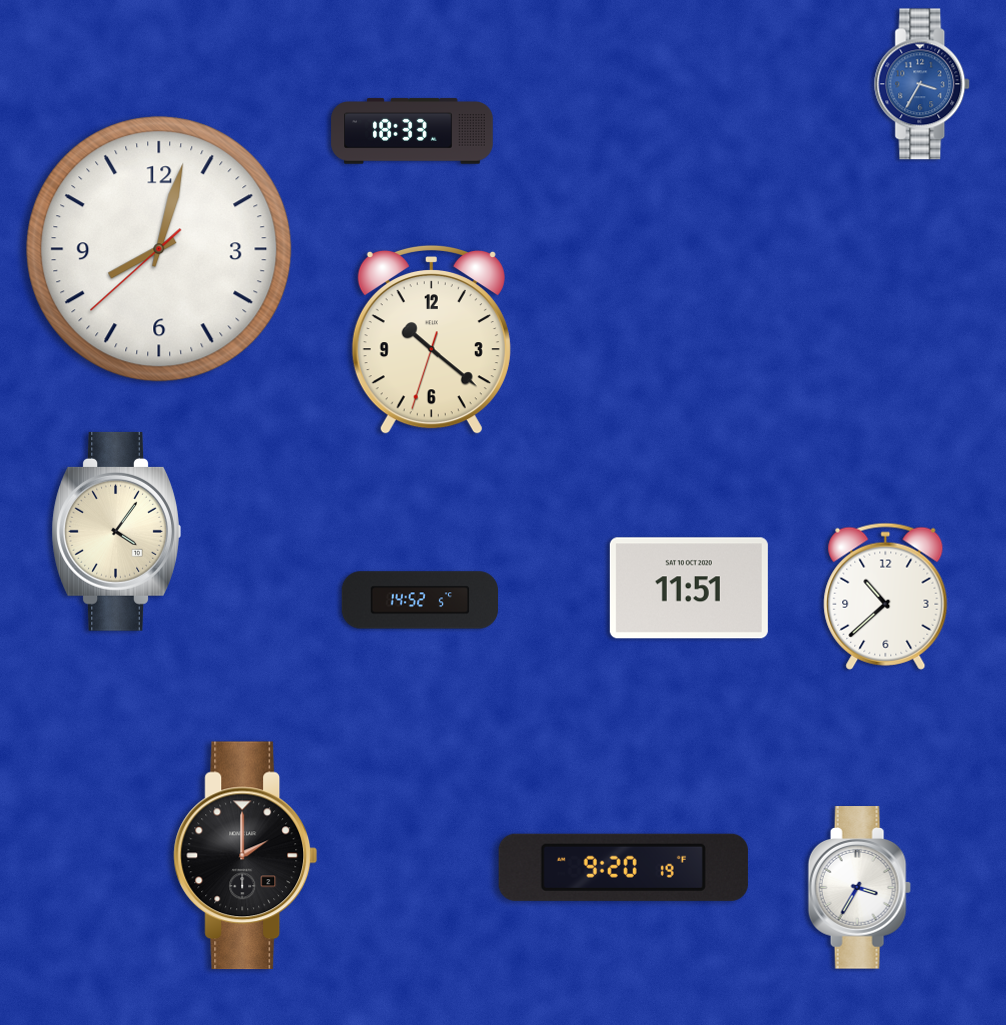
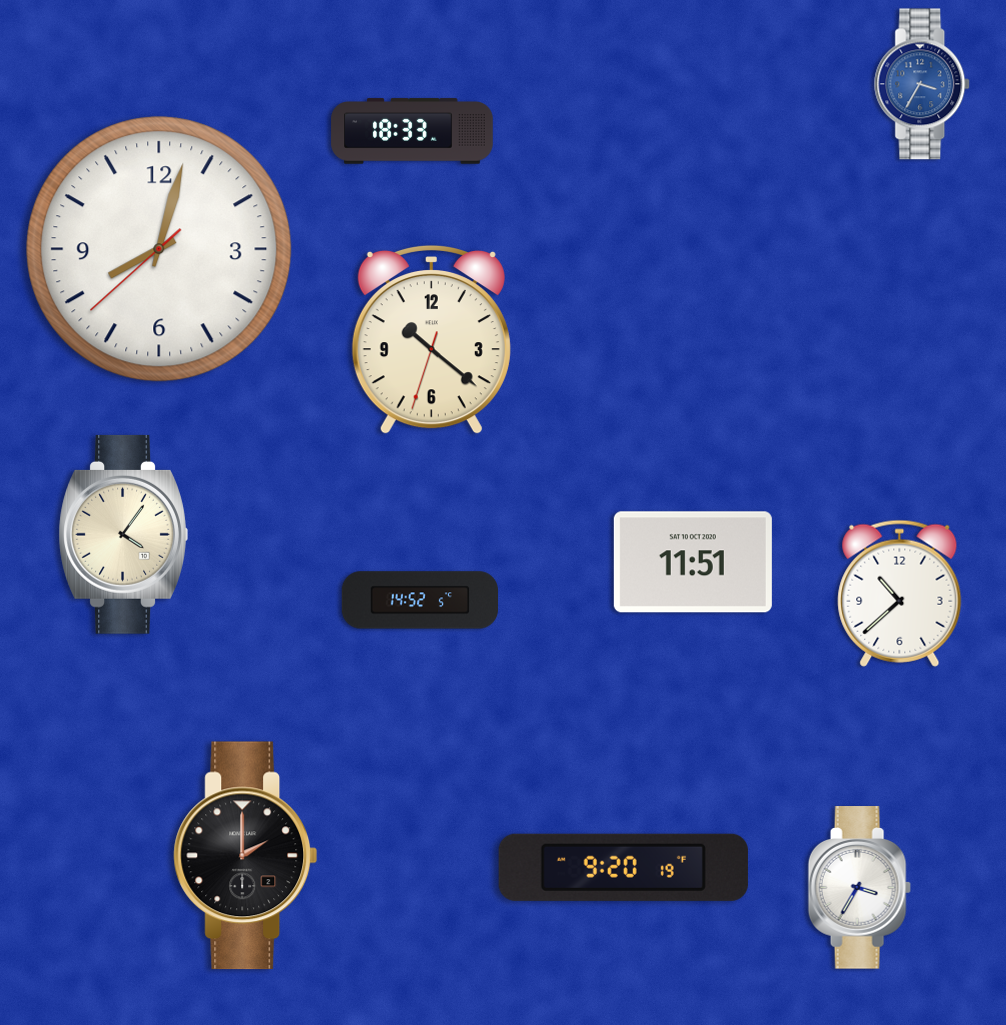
clock at (116, 531) position: (116, 531) -> (123, 534)
clock at (689, 588) position: (689, 588) -> (693, 562)
clock at (886, 596) position: (886, 596) -> (900, 593)
